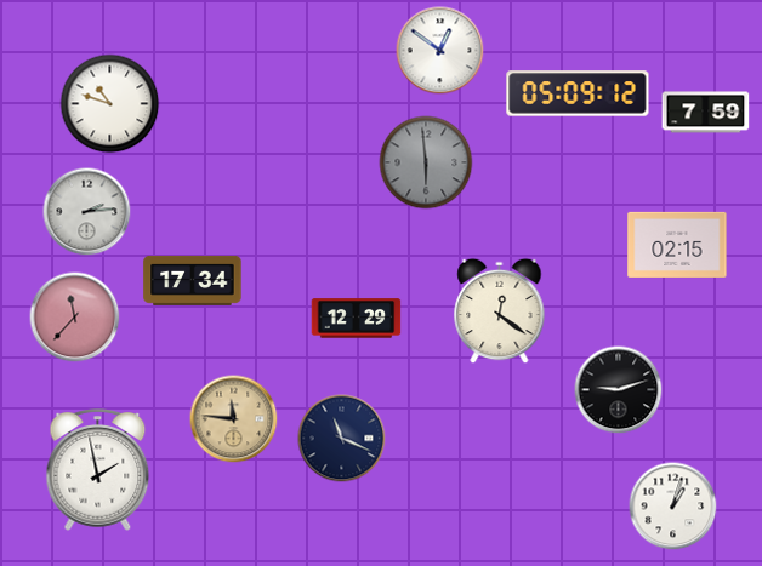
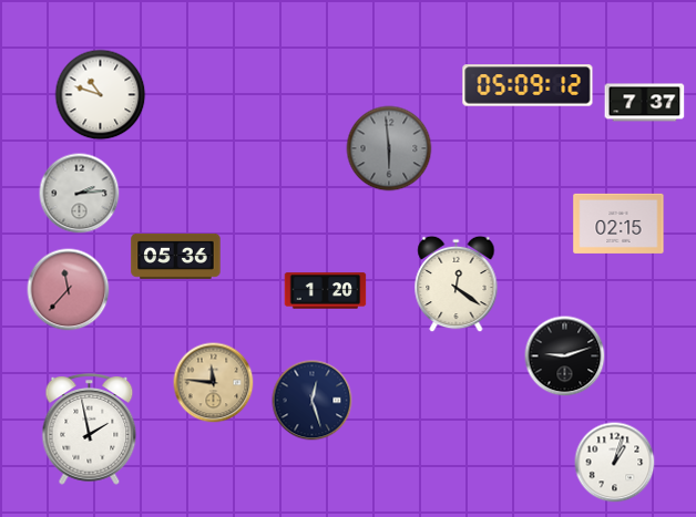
clock at (440, 51): 12:51 -> none
clock at (706, 113): 7:59 -> 7:37
clock at (193, 280): 17:34 -> 05:36
clock at (357, 319): 12:29 -> 1:20
clock at (342, 439): 11:19 -> 12:27
